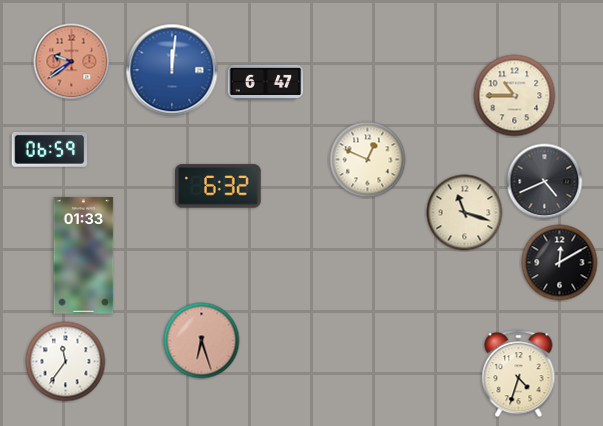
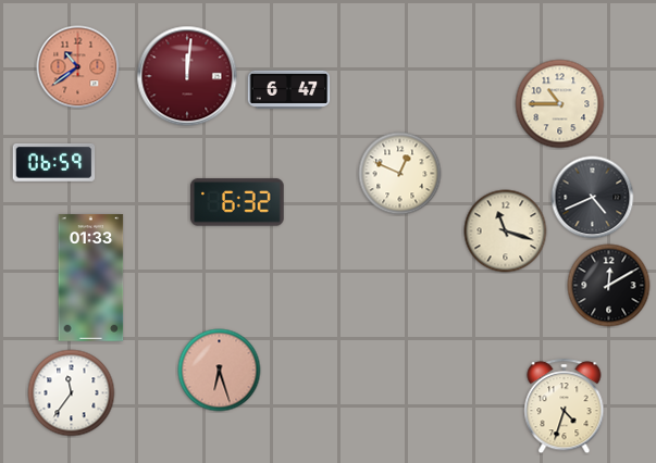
clock at (72, 62): 9:39 -> 10:39
clock at (172, 70) dial: blue -> burgundy
